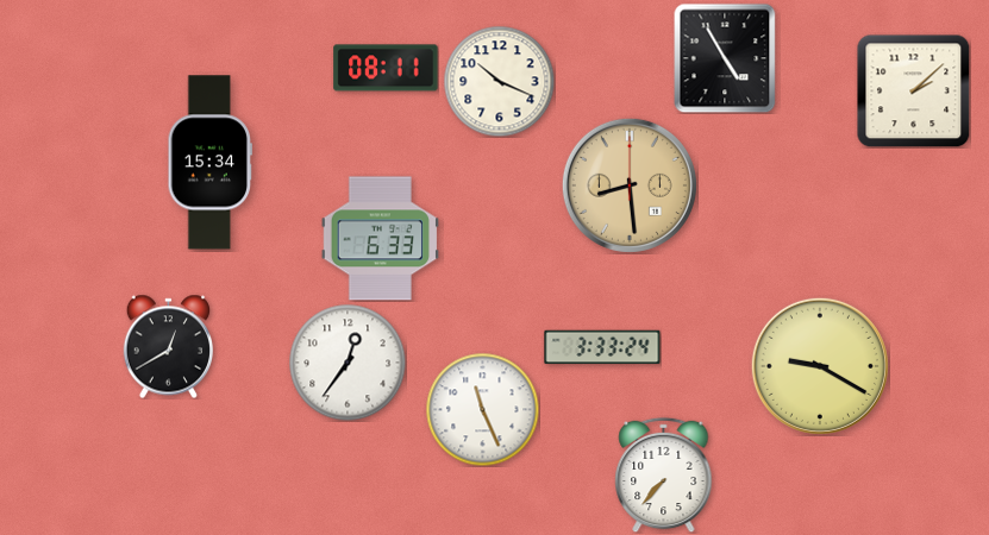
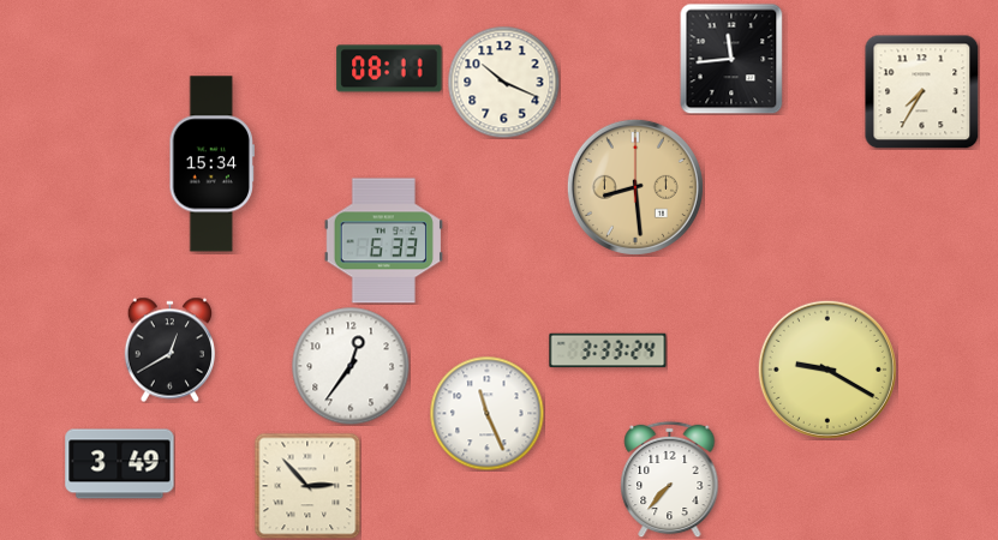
clock at (725, 58): 4:55 -> 11:44
clock at (913, 92): 2:08 -> 7:35
clock at (120, 464): none -> 3:49
clock at (307, 486): none -> 2:53
